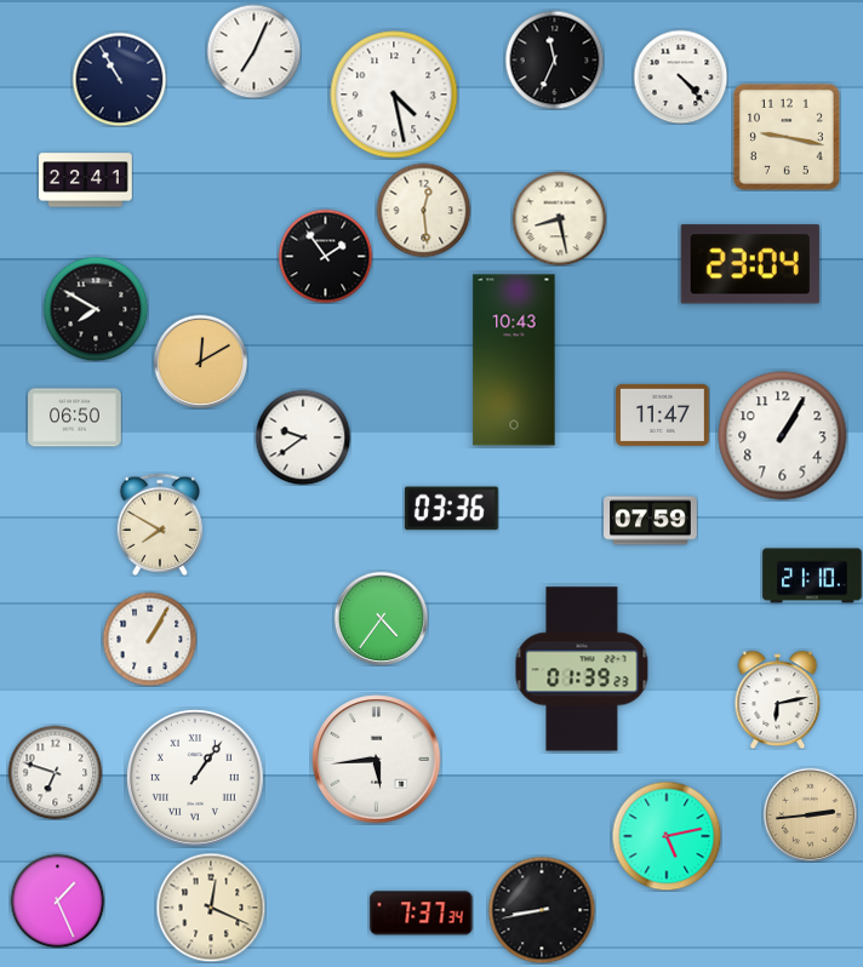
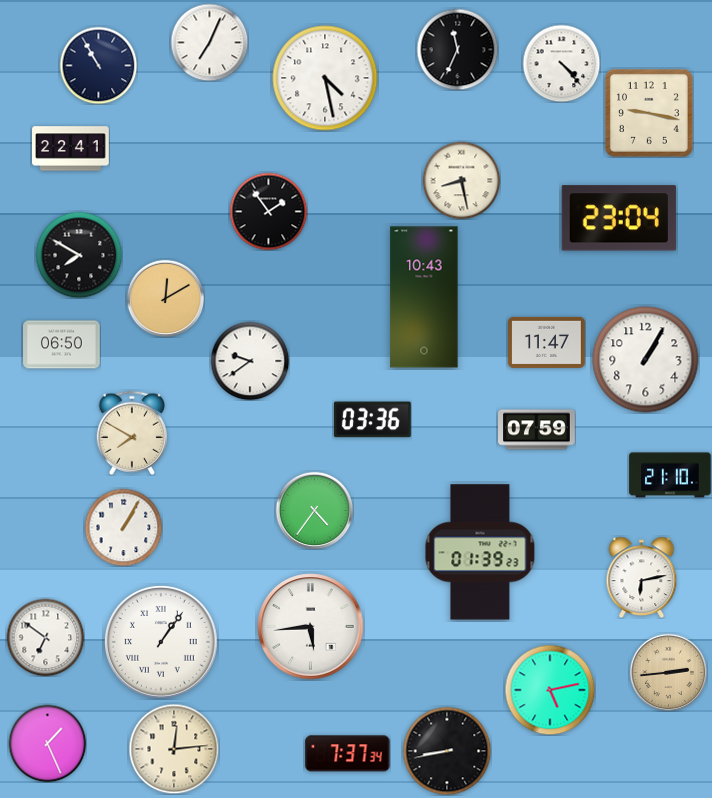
clock at (423, 210): 12:29 -> none
clock at (55, 772): 6:48 -> 6:51
clock at (211, 908): 12:19 -> 12:14
